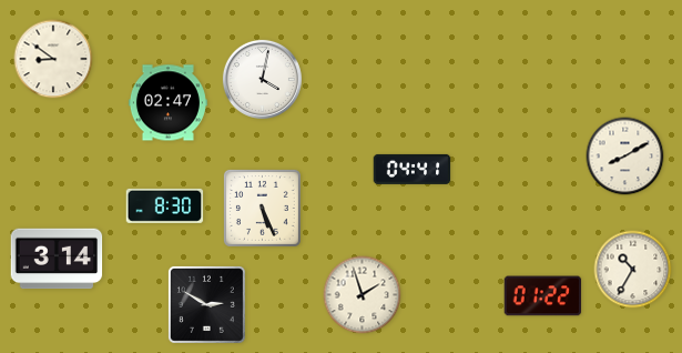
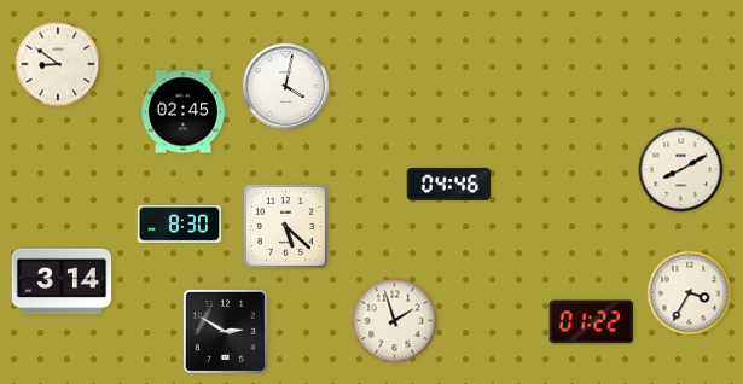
clock at (167, 103): 02:47 -> 02:45
clock at (413, 169): 04:41 -> 04:46
clock at (262, 208): 5:26 -> 5:22
clock at (633, 270): 10:35 -> 3:35
